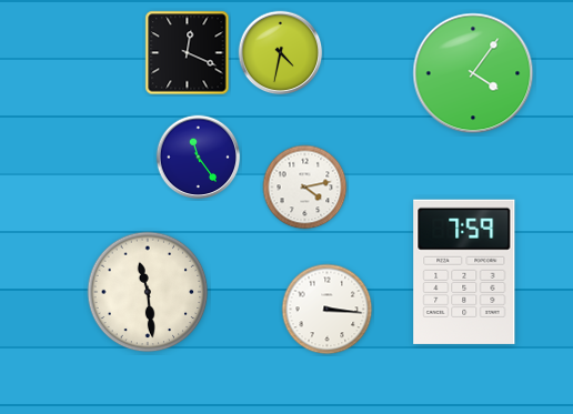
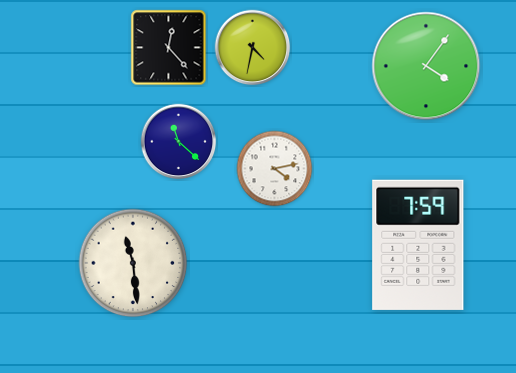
clock at (188, 53): 12:19 -> 12:23
clock at (199, 158): 11:24 -> 11:22
clock at (328, 310): 3:16 -> none
